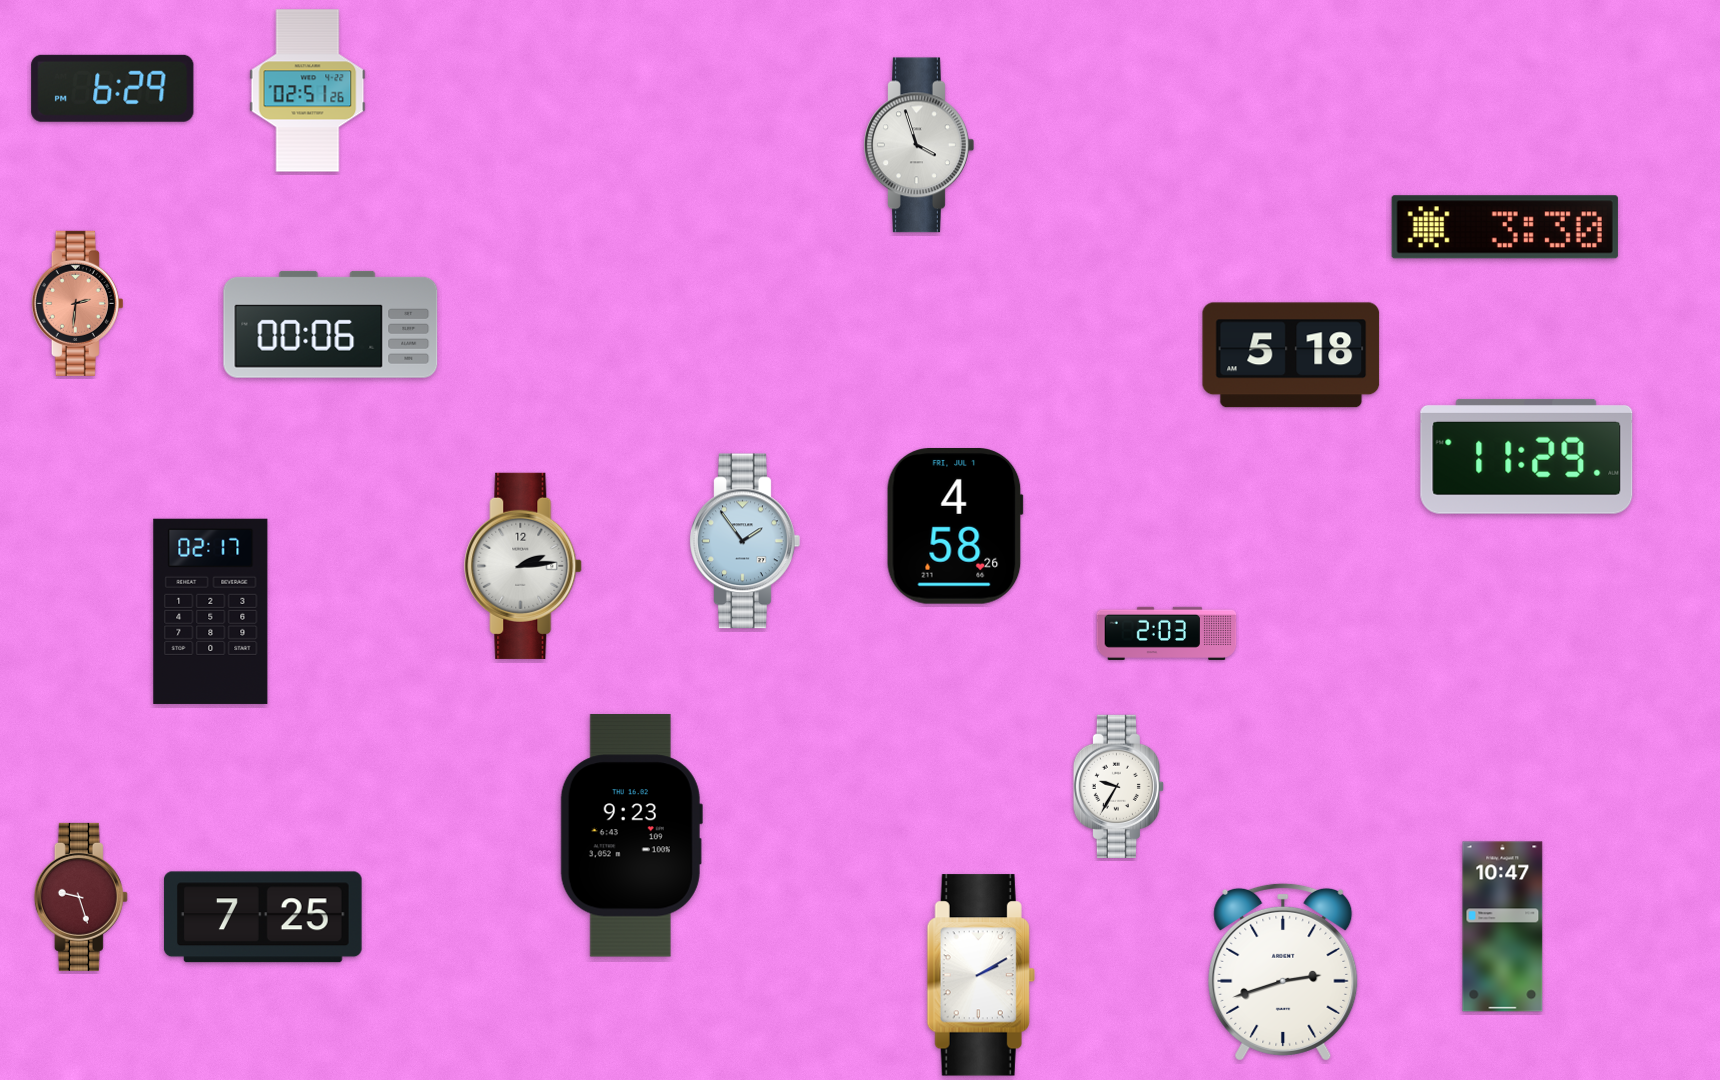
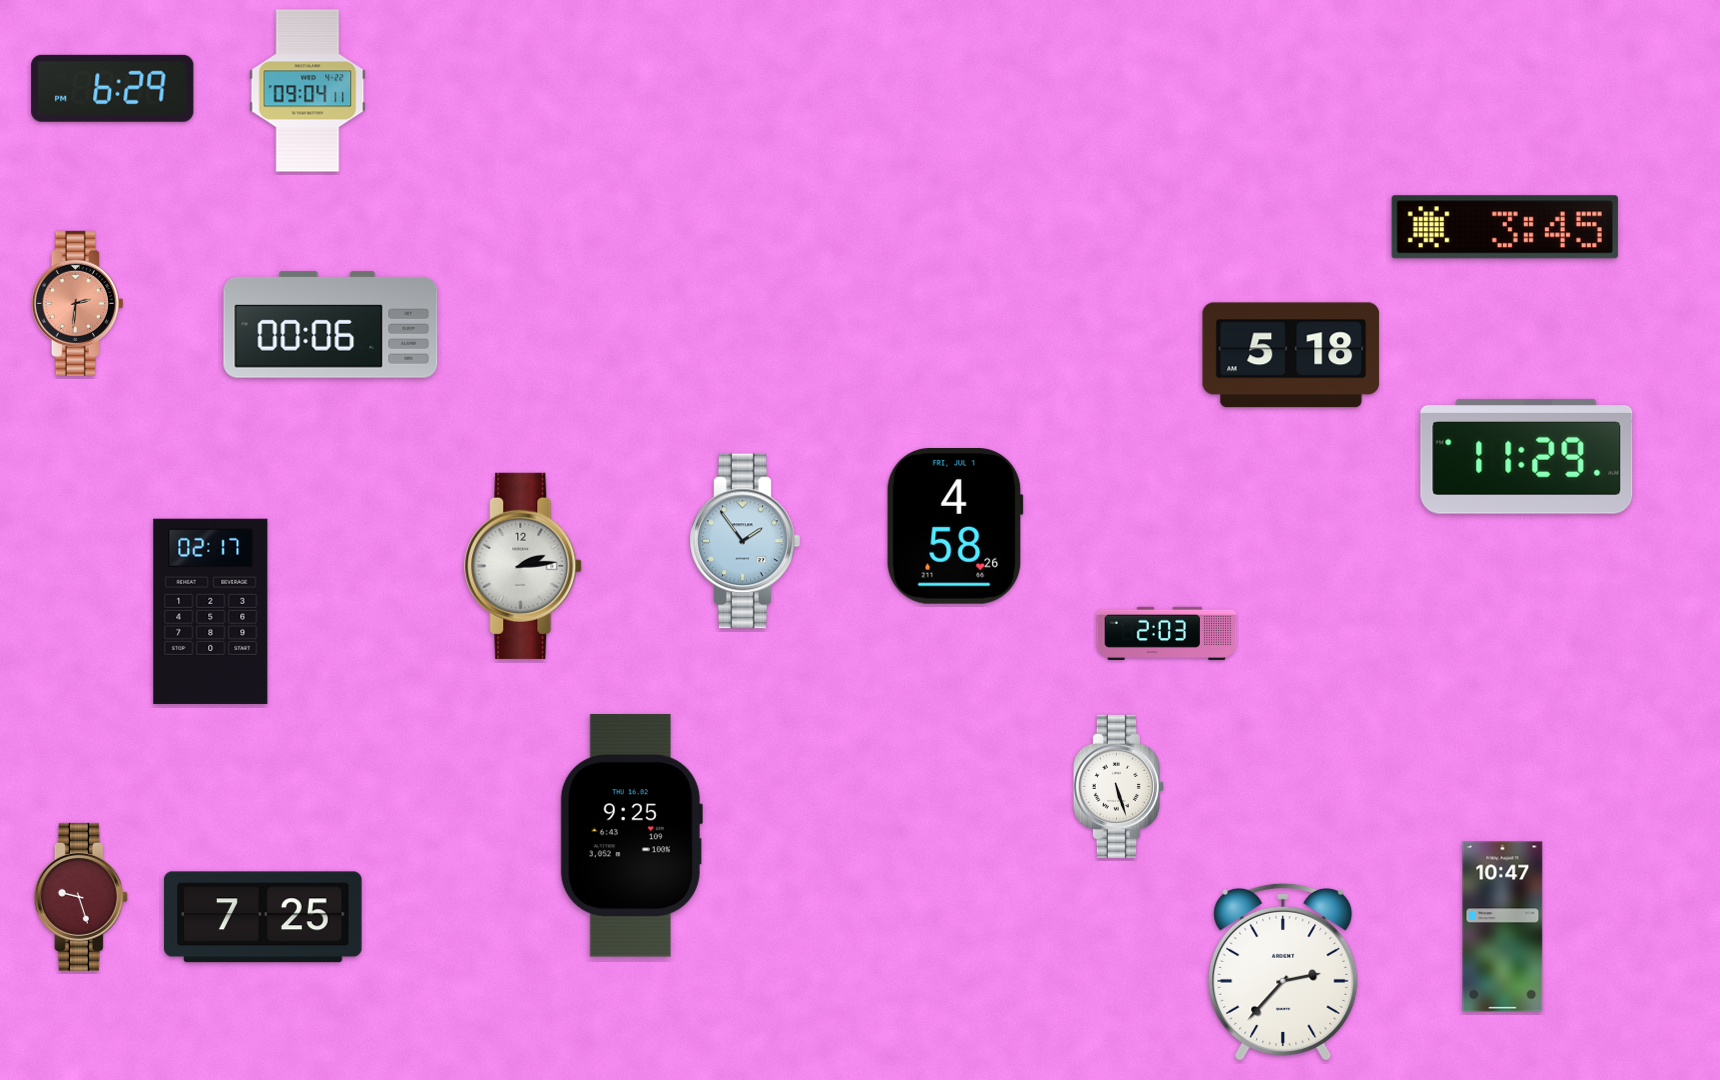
clock at (308, 91): 02:51 -> 09:04
clock at (919, 145): 3:57 -> none
clock at (1505, 227): 3:30 -> 3:45
clock at (1118, 786): 9:35 -> 5:27
clock at (631, 836): 9:23 -> 9:25
clock at (1283, 972): 2:42 -> 2:37
clock at (981, 975): 2:10 -> none
